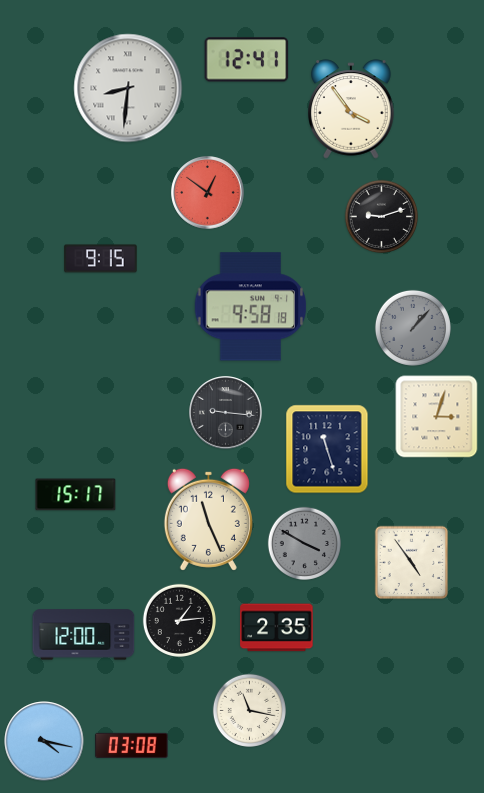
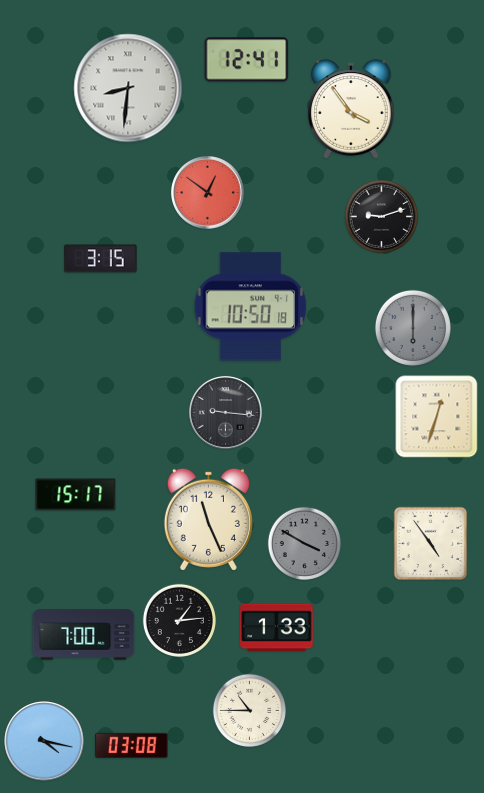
clock at (101, 259): 9:15 -> 3:15
clock at (251, 307): 9:58 -> 10:50
clock at (413, 328): 1:07 -> 6:00
clock at (437, 417): 3:03 -> 12:33
clock at (327, 449): 11:27 -> none
clock at (412, 563) position: (412, 563) -> (431, 544)
clock at (277, 628): 2:35 -> 1:33
clock at (84, 635): 12:00 -> 7:00
clock at (249, 710): 11:17 -> 10:45
